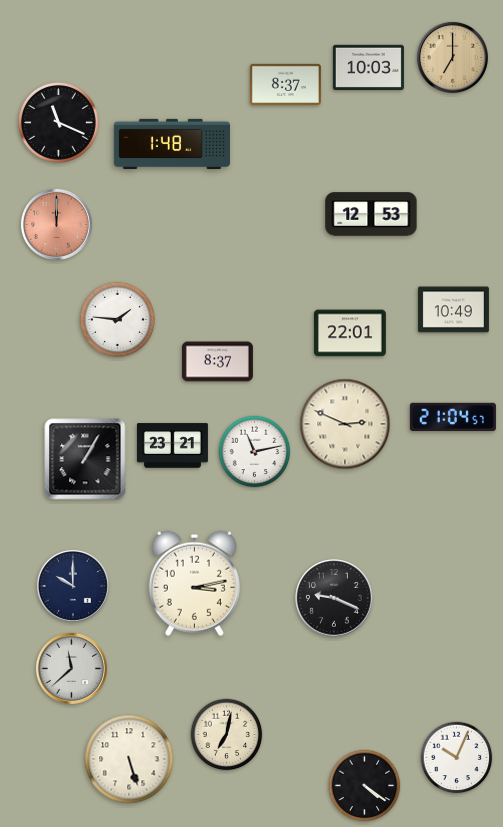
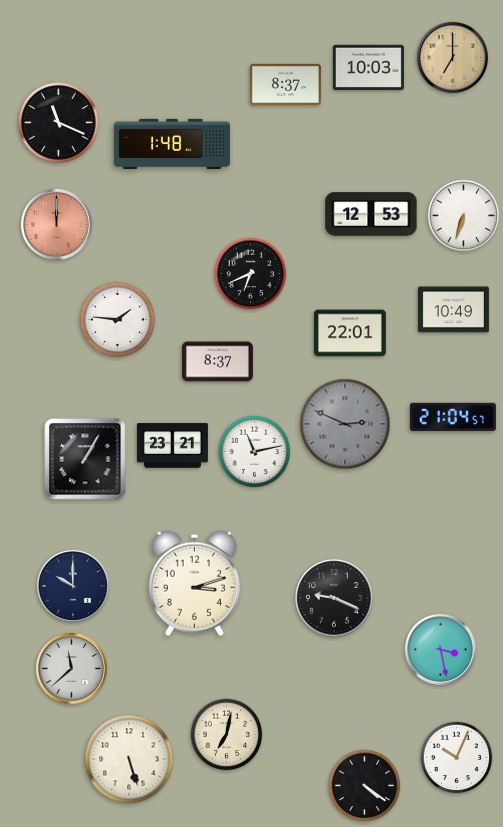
clock at (464, 216): none -> 6:33
clock at (251, 274): none -> 6:41
clock at (345, 424) dial: cream -> grey
clock at (194, 583): 3:13 -> 3:12
clock at (440, 649): none -> 3:28
